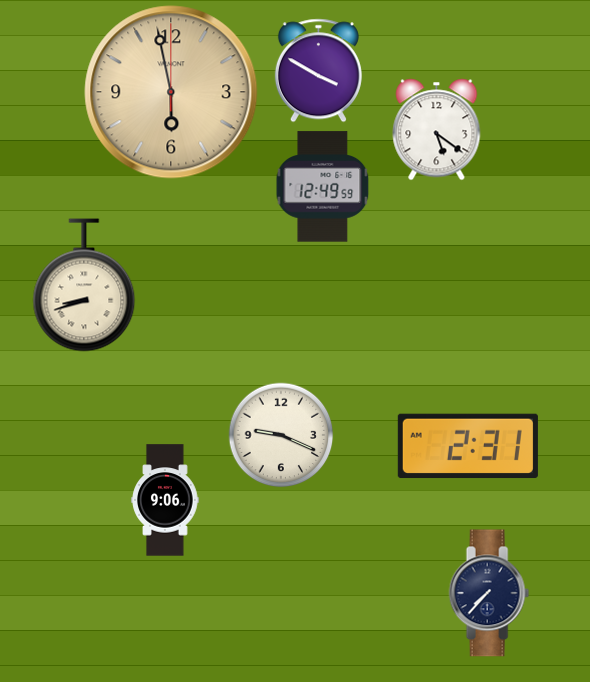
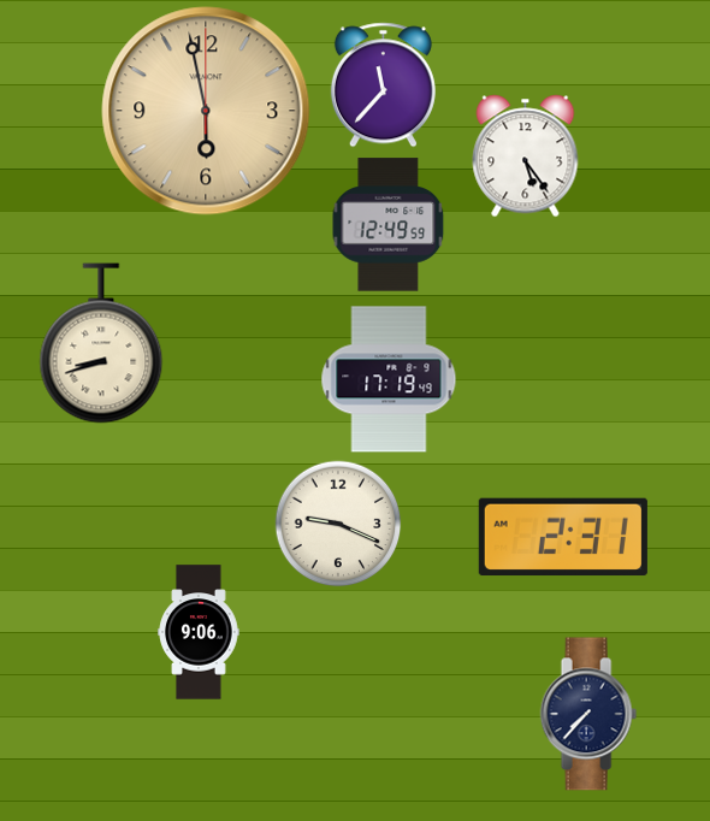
clock at (318, 71): 3:50 -> 11:37
clock at (437, 130): 5:21 -> 5:24
clock at (389, 379): none -> 17:19
clock at (165, 500) position: (165, 500) -> (199, 632)
